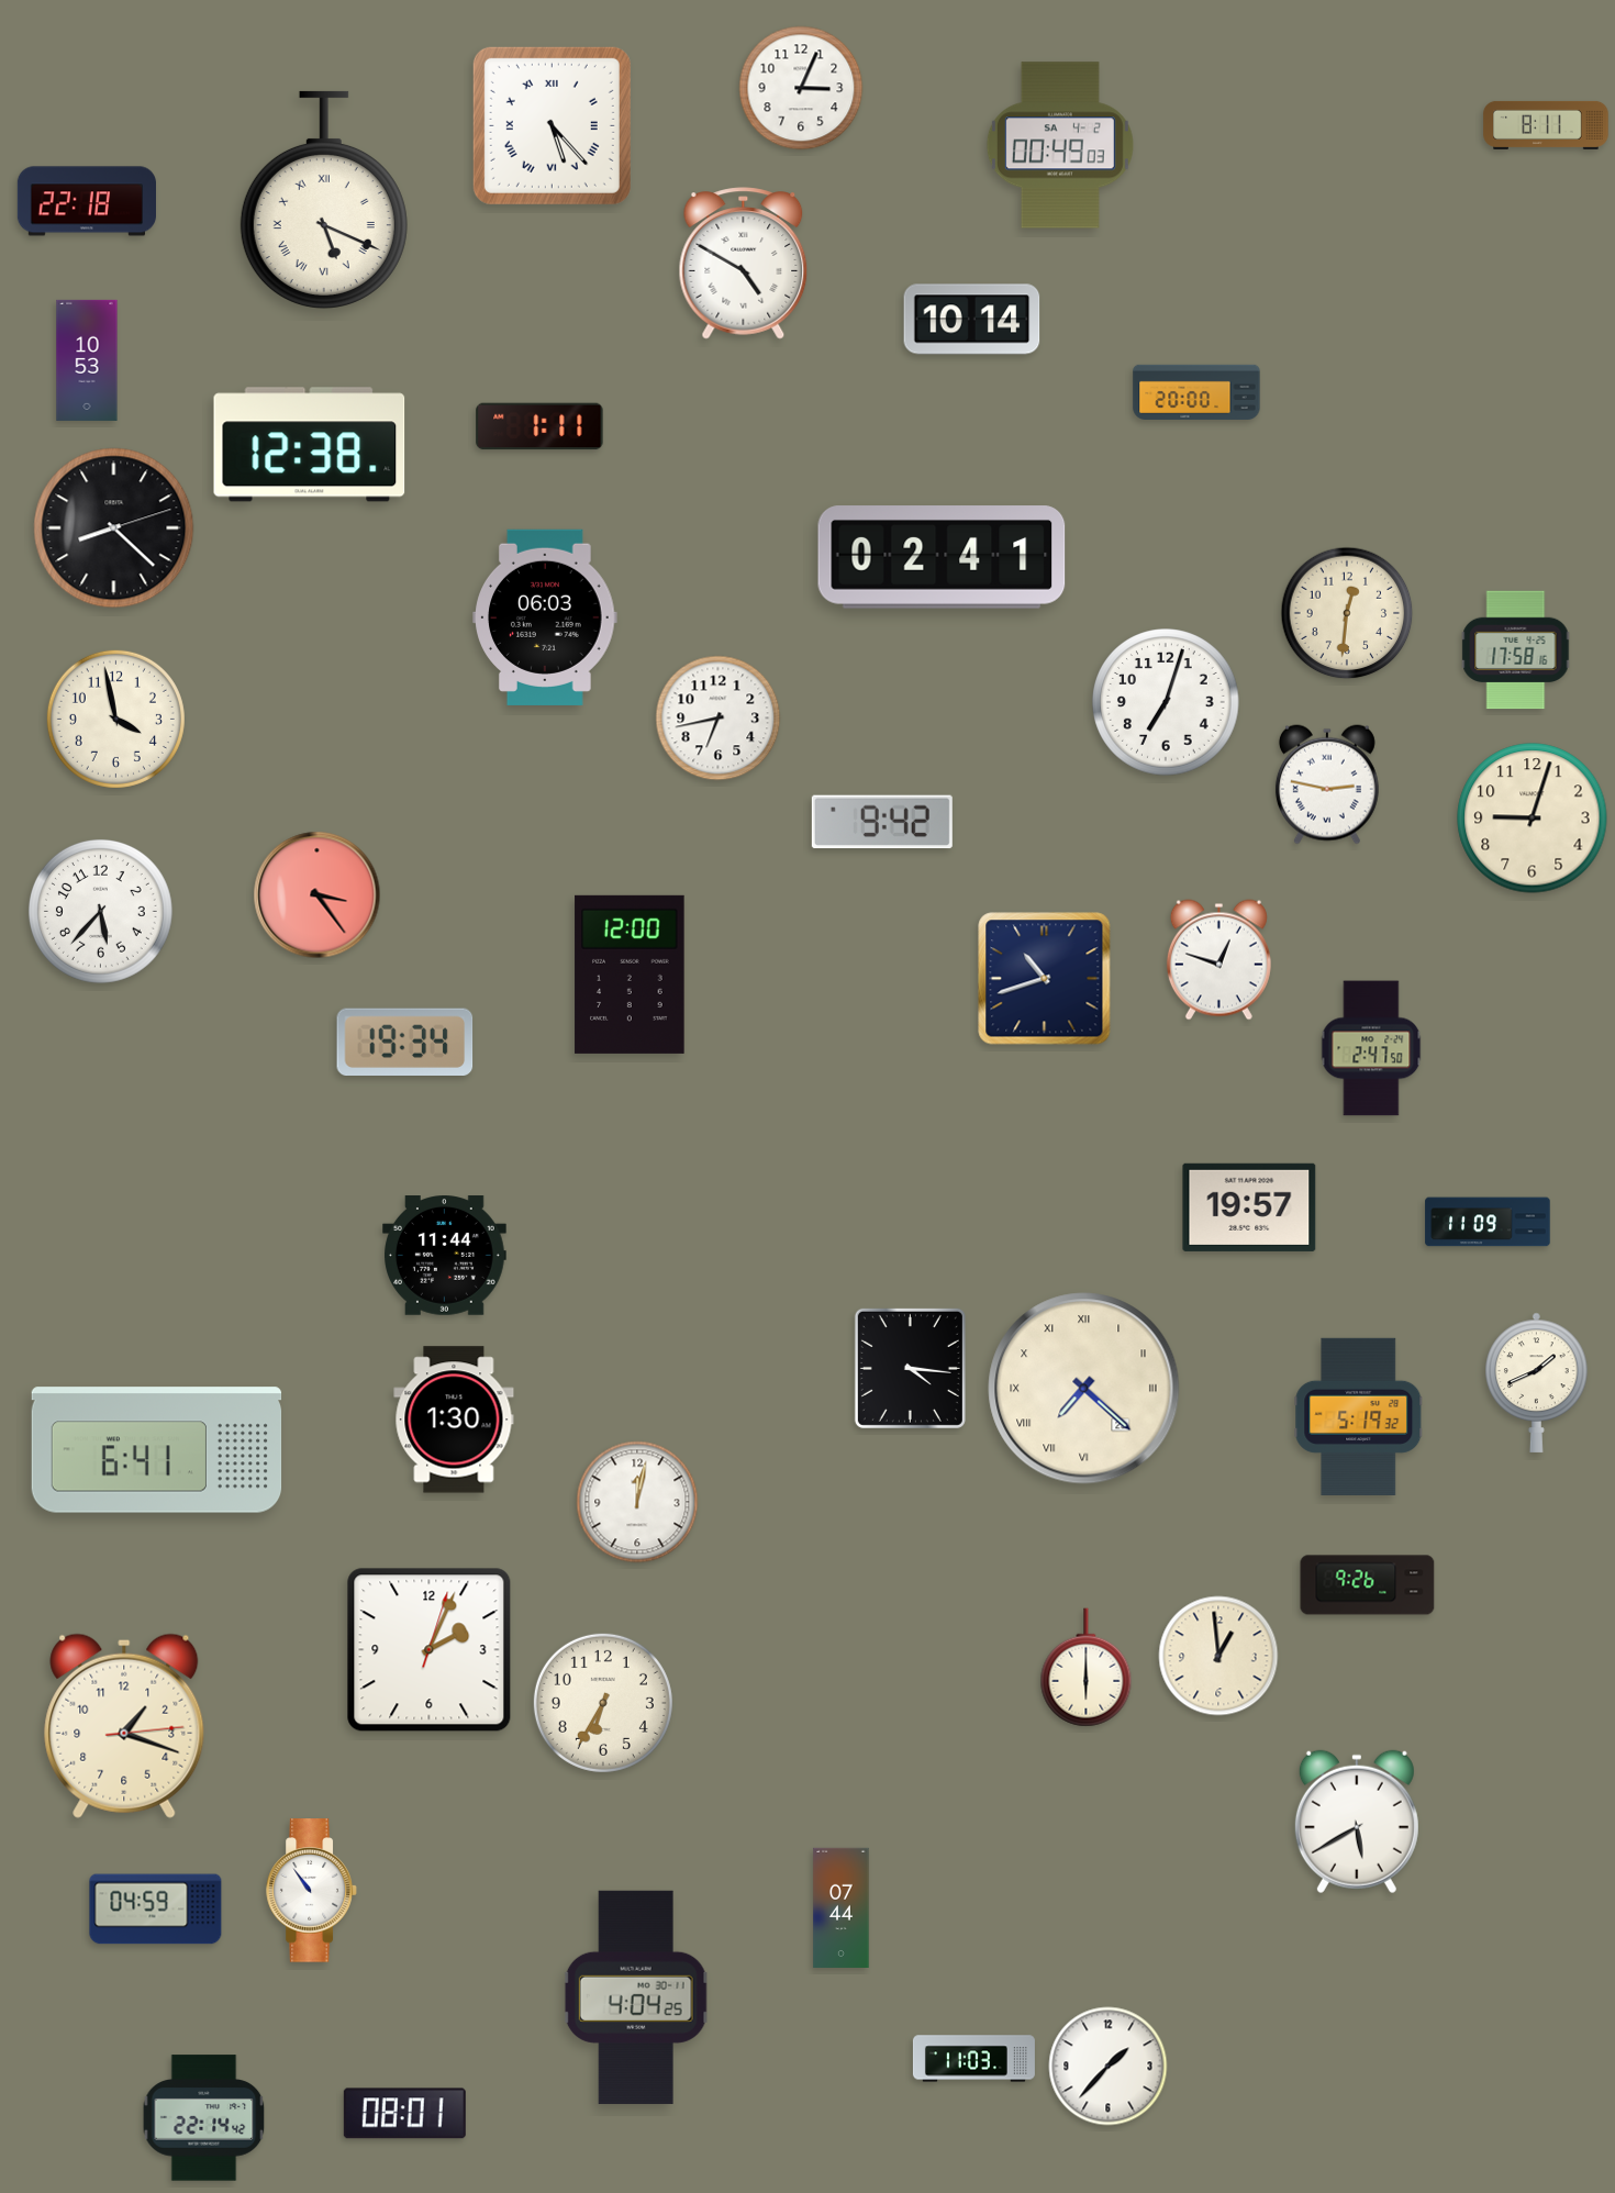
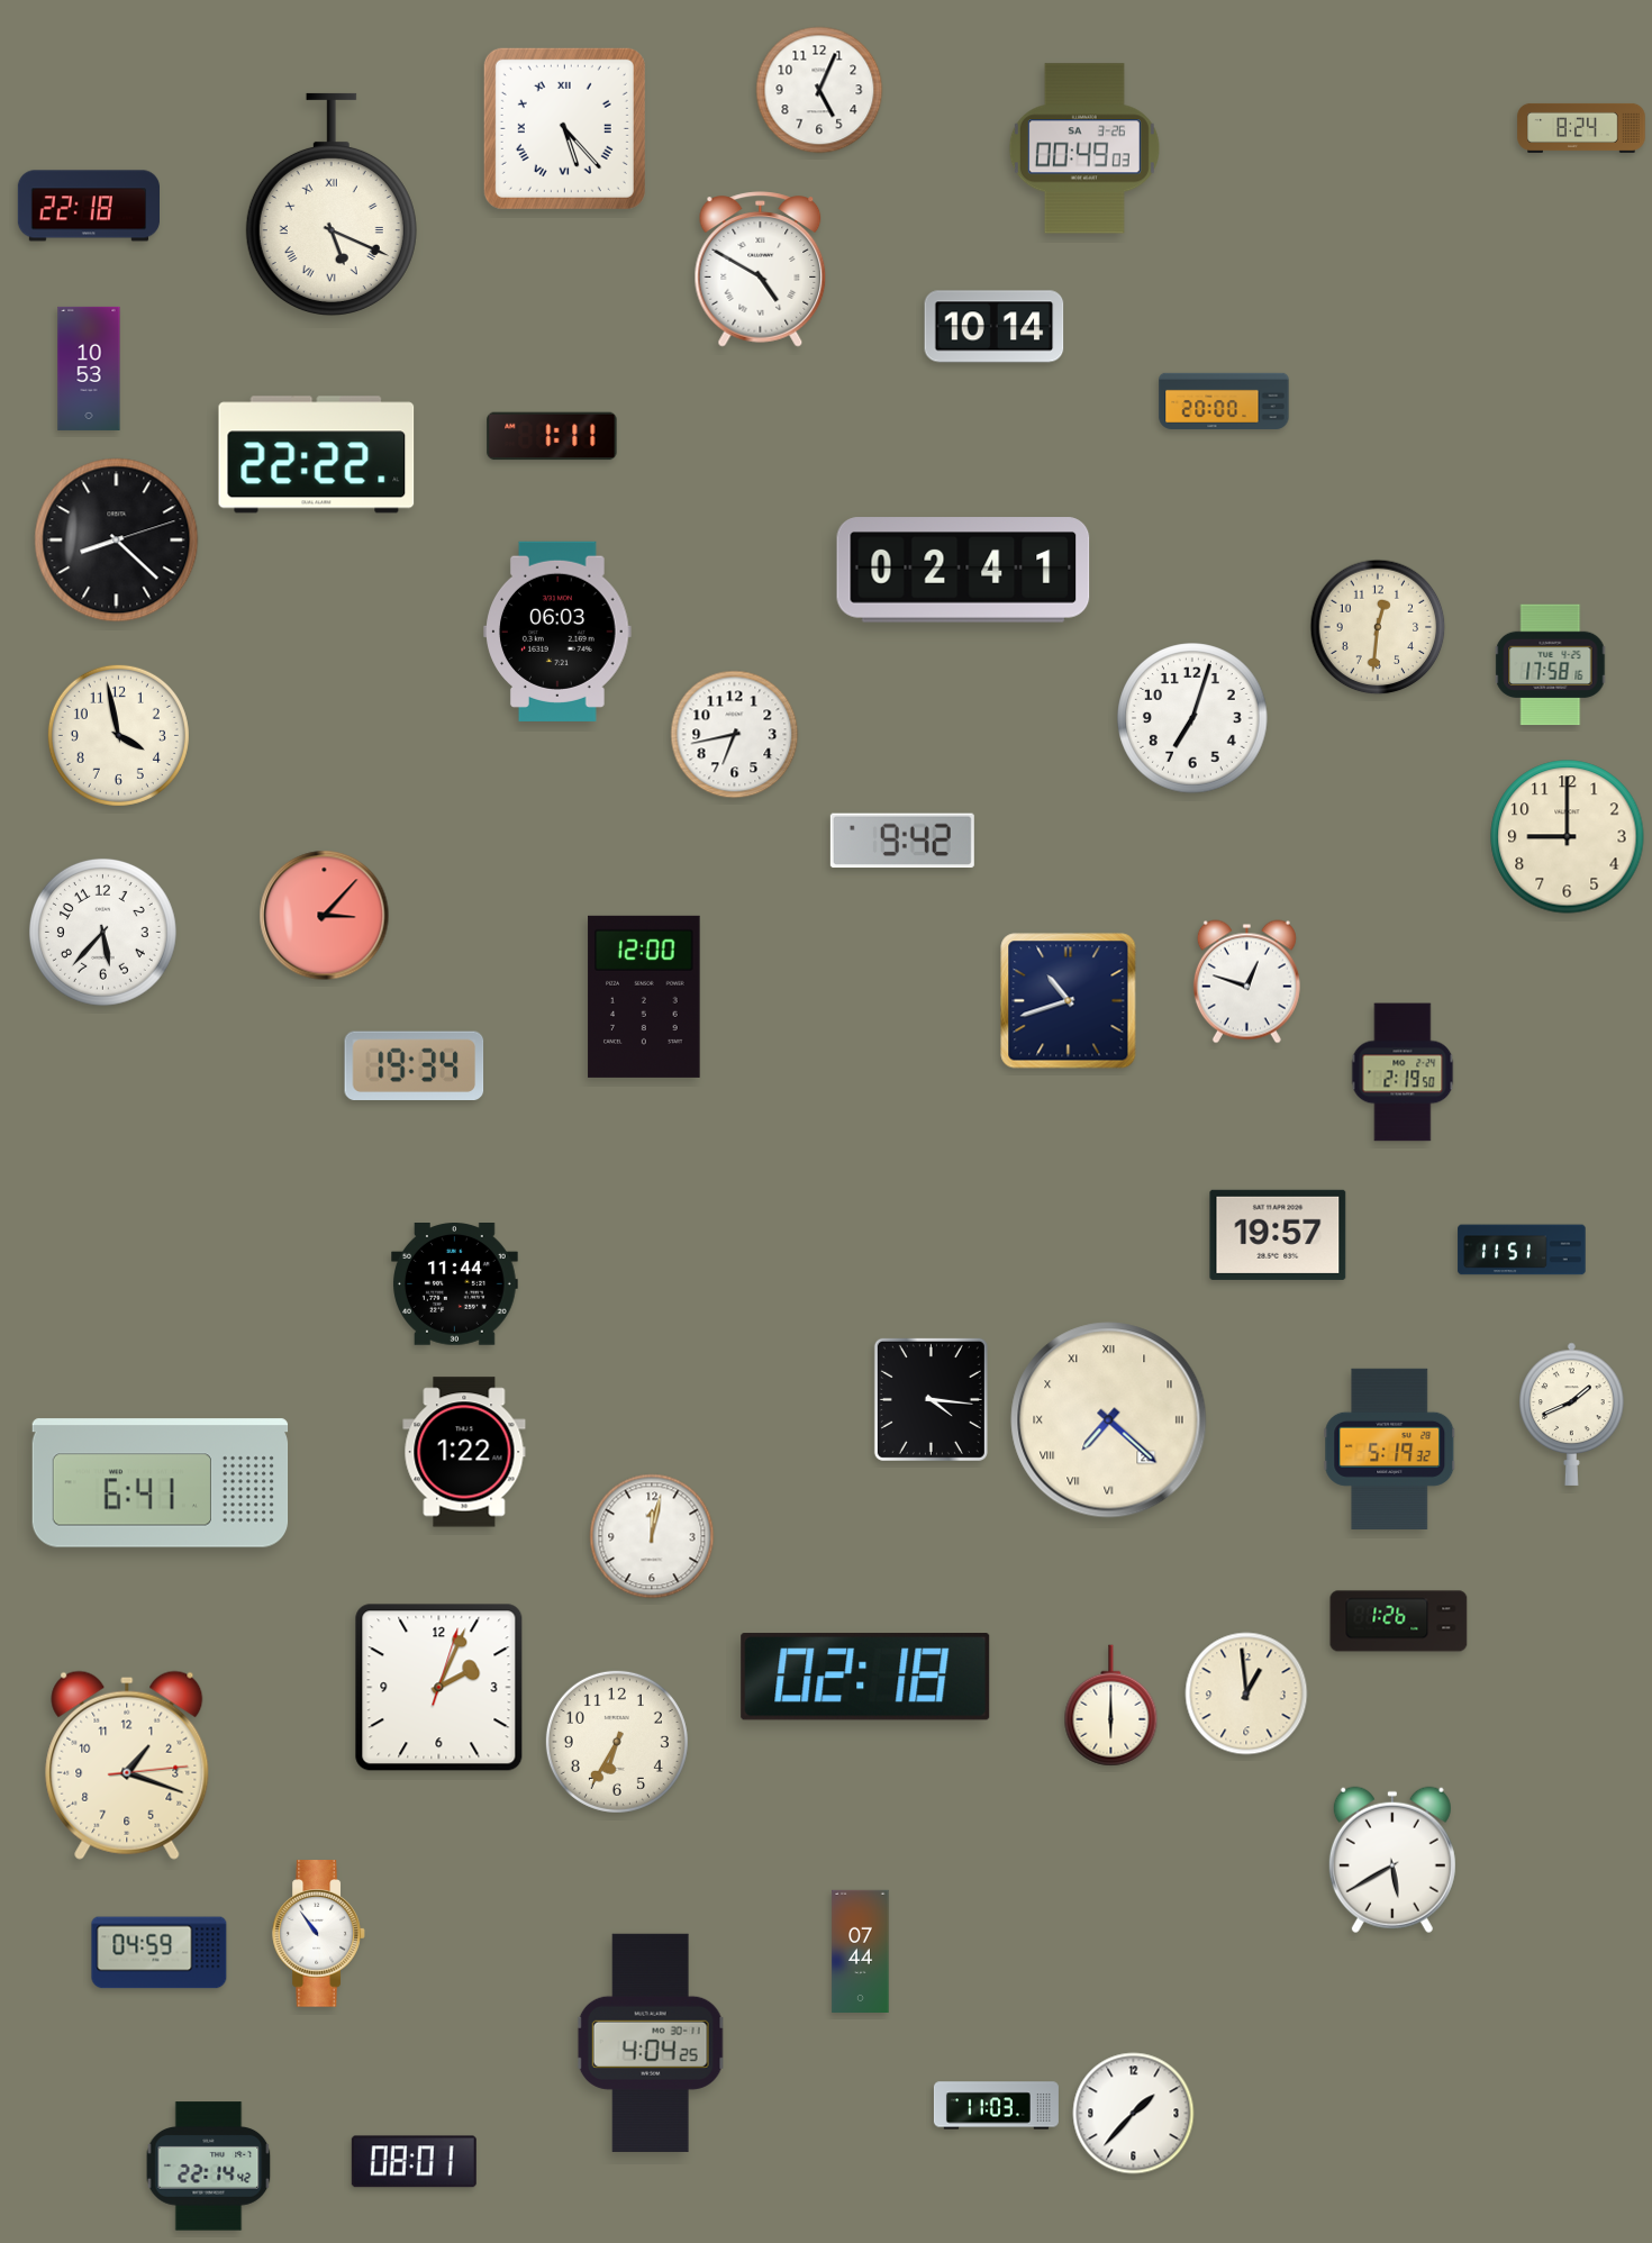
clock at (801, 88): 3:04 -> 5:04
clock at (1546, 125): 8:11 -> 8:24
clock at (1060, 145) date: SA 4-2 -> SA 3-26
clock at (310, 445): 12:38 -> 22:22
clock at (1327, 784): 2:47 -> none
clock at (1533, 819): 9:03 -> 9:00
clock at (318, 895): 3:24 -> 3:07
clock at (1371, 1048): 2:47 -> 2:19
clock at (1488, 1222): 11:09 -> 11:51
clock at (454, 1420): 1:30 -> 1:22
clock at (1368, 1585): 9:26 -> 1:26
clock at (865, 1677): none -> 02:18
clock at (1357, 1822) position: (1357, 1822) -> (1392, 1860)
